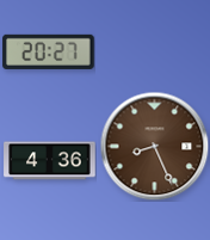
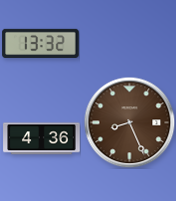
clock at (49, 51): 20:27 -> 13:32
clock at (50, 161) position: (50, 161) -> (42, 139)
